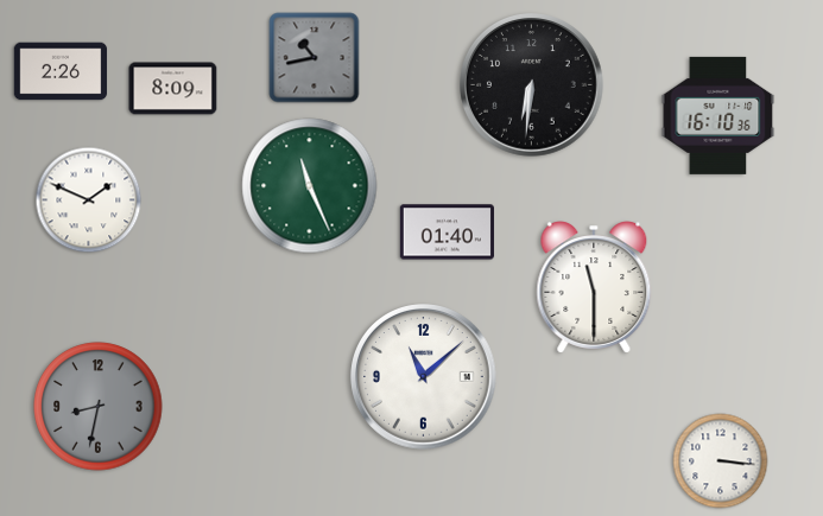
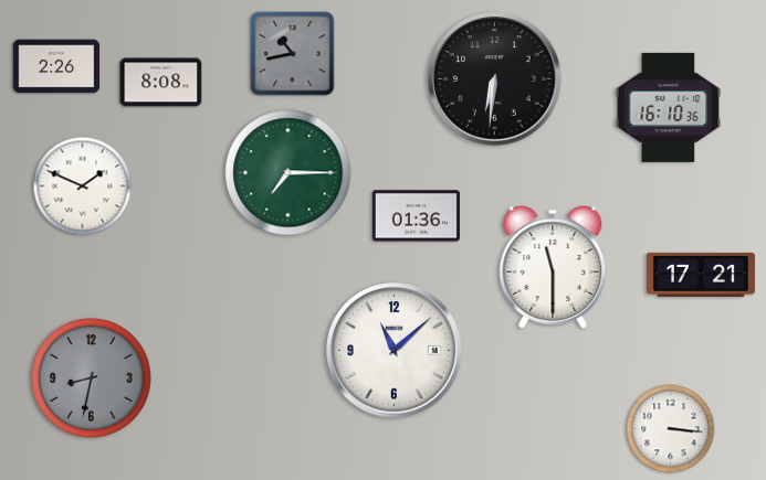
clock at (173, 89): 8:09 -> 8:08
clock at (310, 186): 11:26 -> 7:15
clock at (447, 232): 01:40 -> 01:36
clock at (701, 275): none -> 17:21
